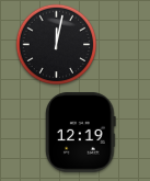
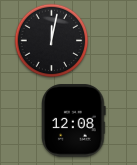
clock at (81, 133): 12:19 -> 12:08
